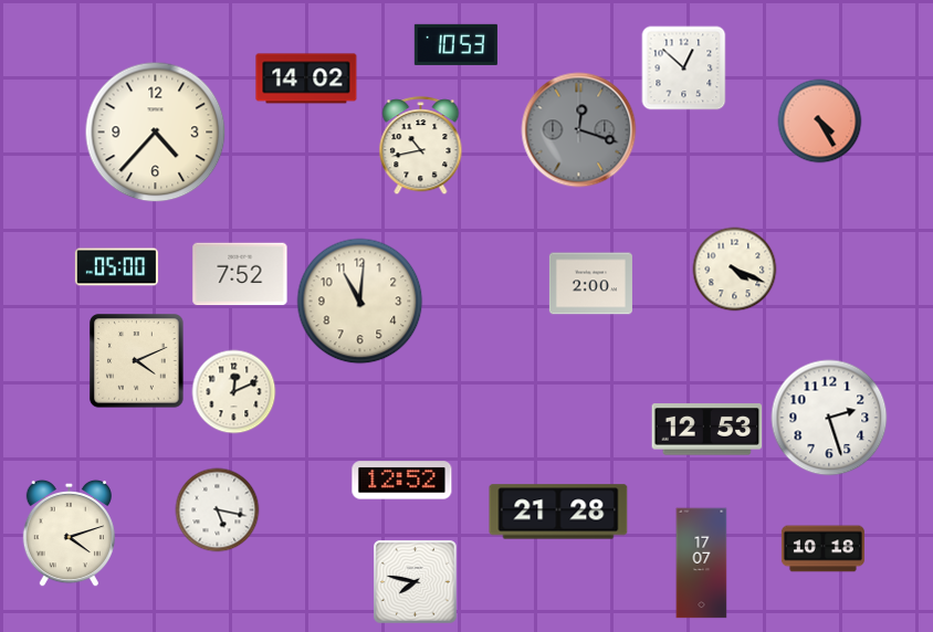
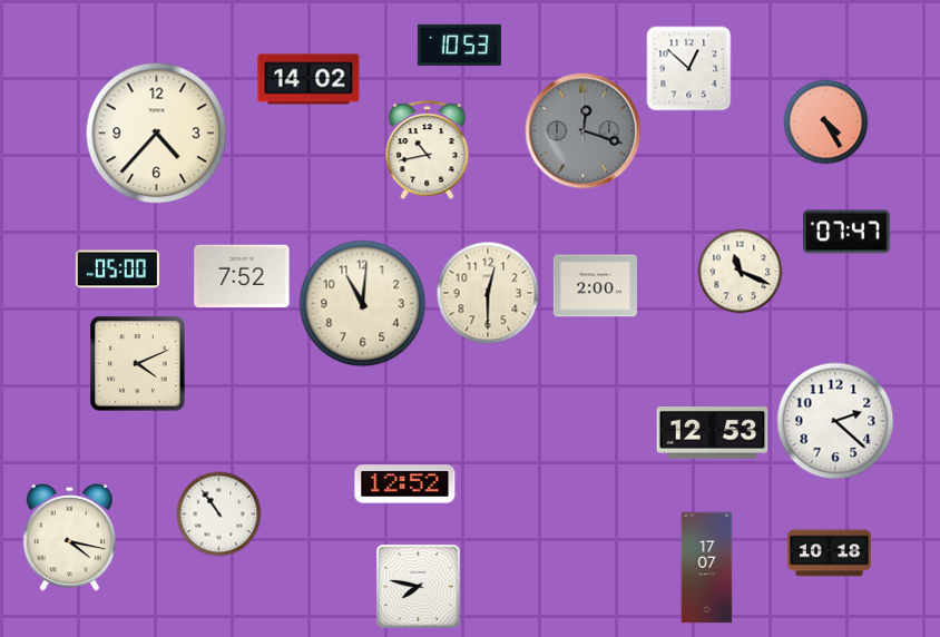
clock at (421, 146) position: (421, 146) -> (428, 150)
clock at (846, 232): none -> 07:47
clock at (735, 270): 4:19 -> 11:19
clock at (488, 293): none -> 12:30
clock at (234, 392): 12:11 -> none
clock at (829, 418): 2:27 -> 2:22
clock at (218, 510): 5:17 -> 10:54
clock at (558, 512): 21:28 -> none
clock at (69, 534): 4:12 -> 4:17
